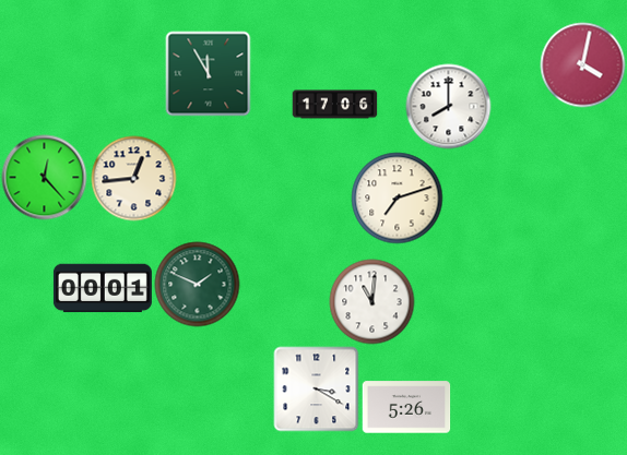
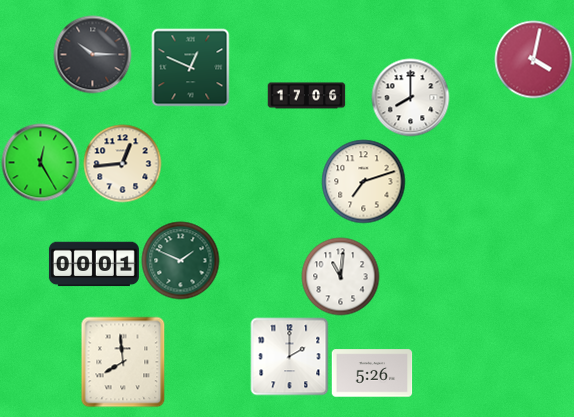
clock at (92, 54): none -> 10:15
clock at (208, 73): 11:55 -> 12:49
clock at (44, 177): 12:23 -> 12:25
clock at (316, 388): 3:20 -> 2:00
clock at (123, 362): none -> 7:59
